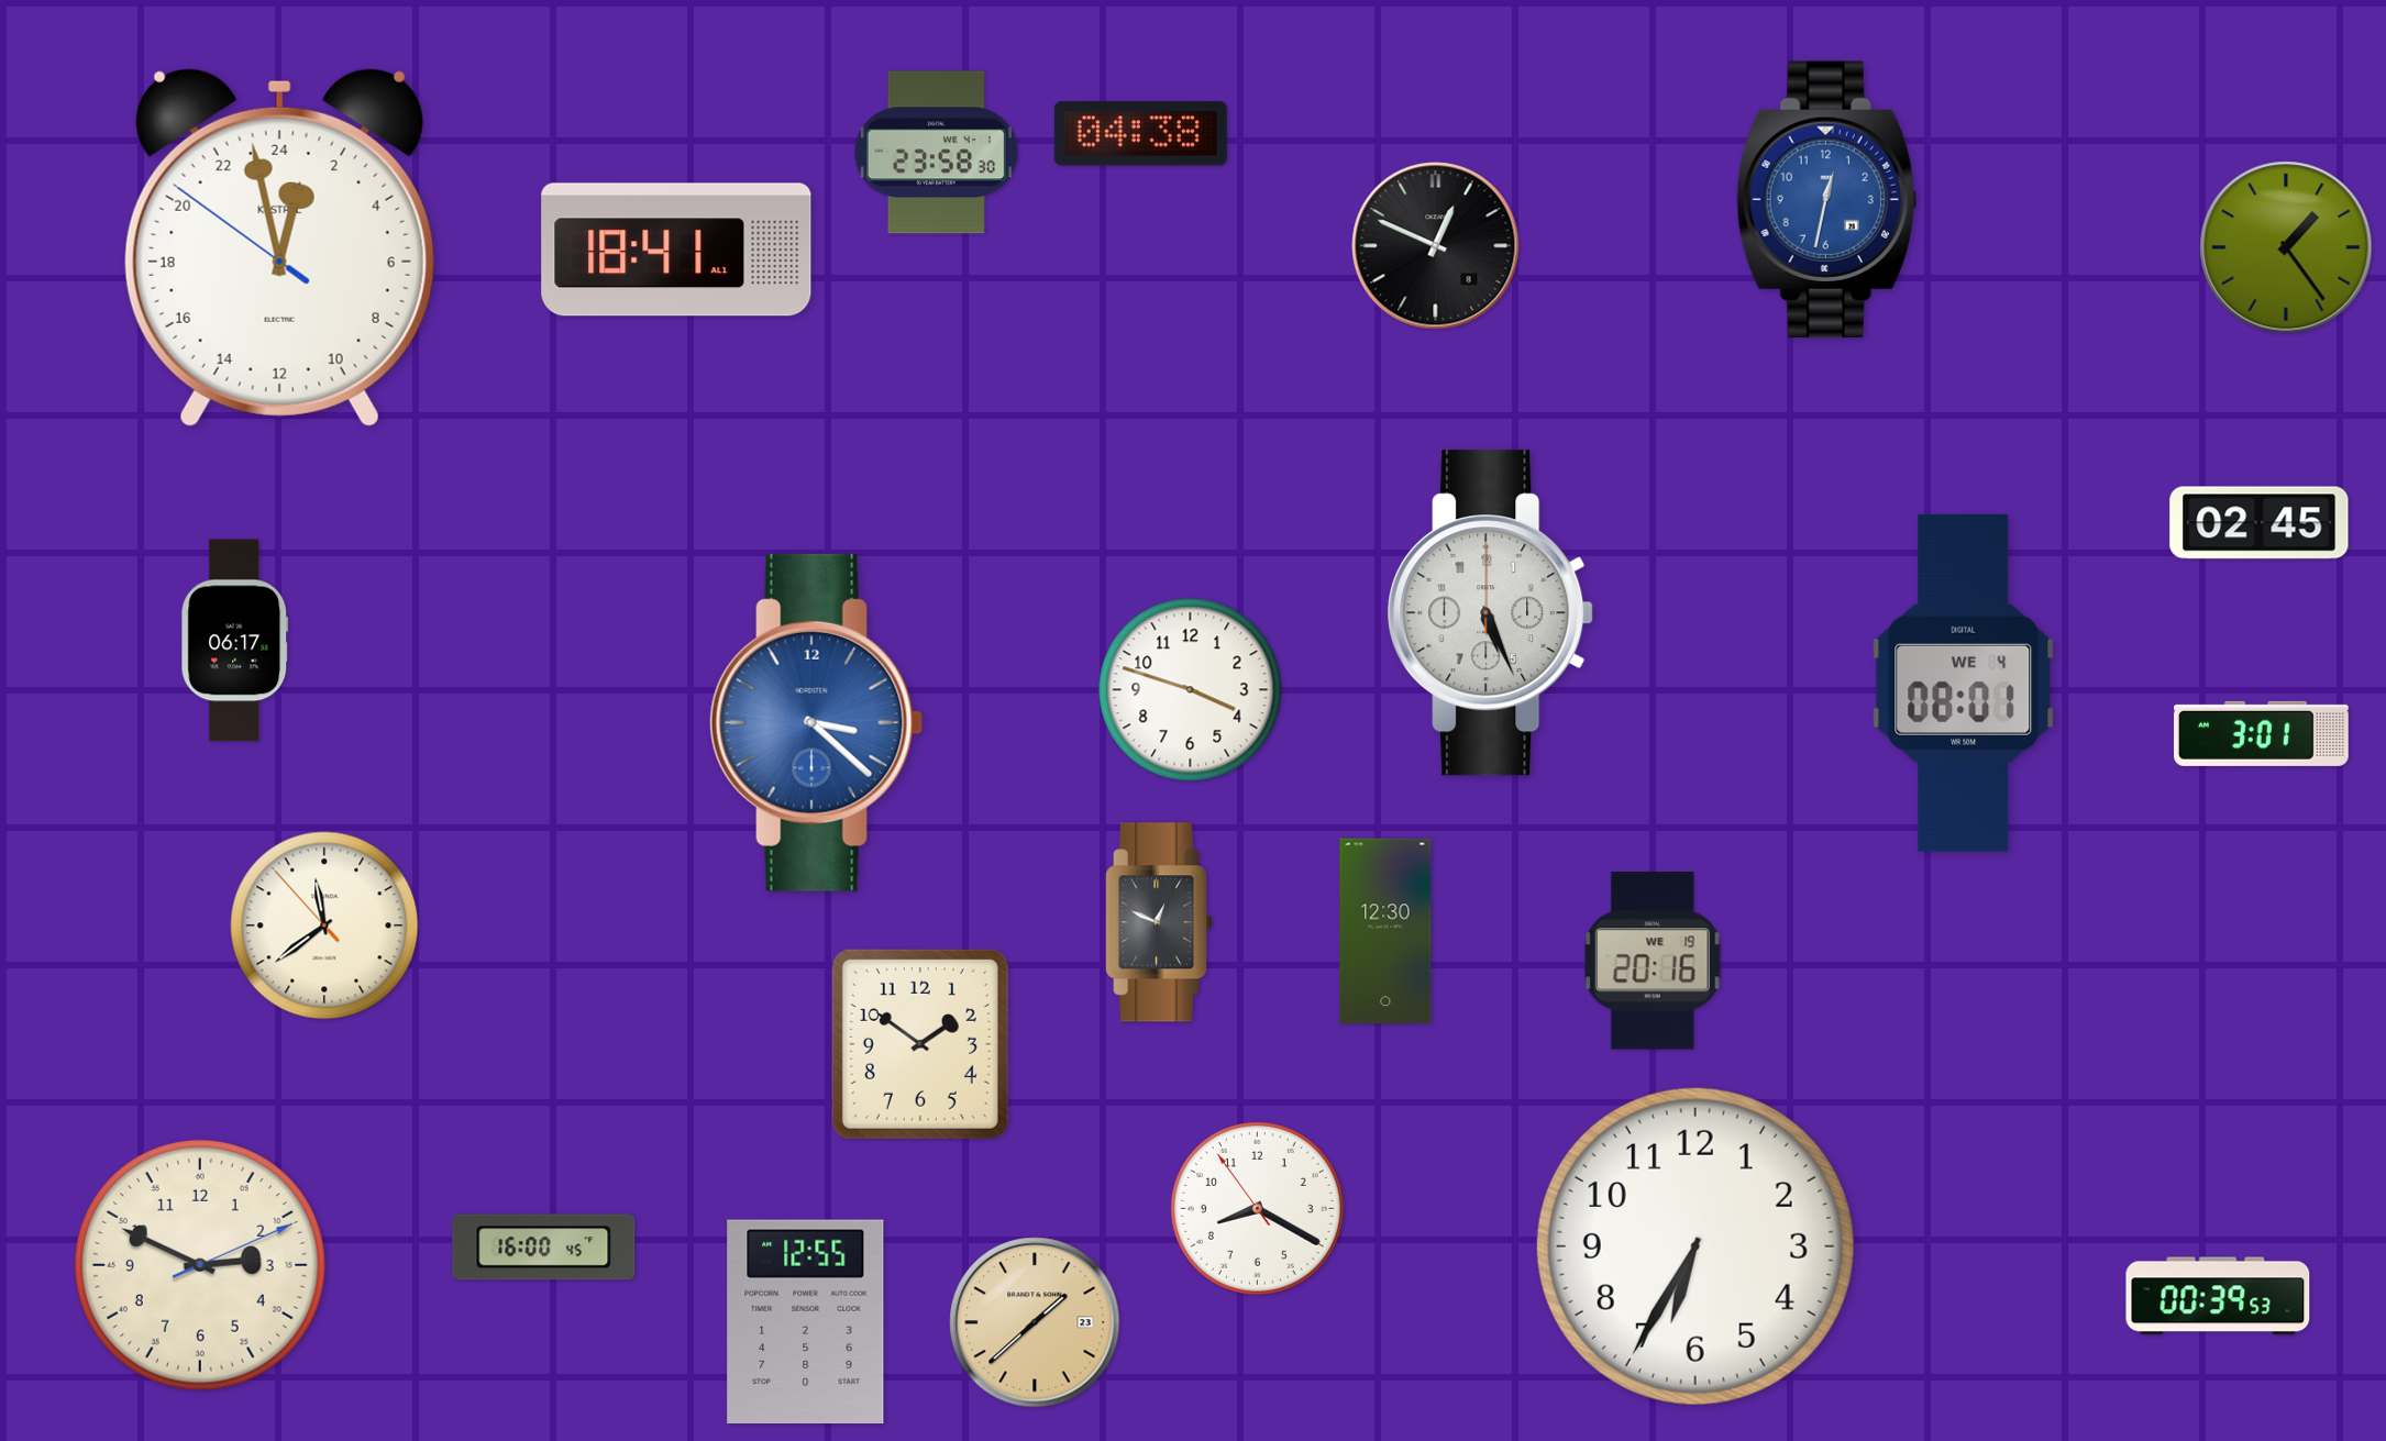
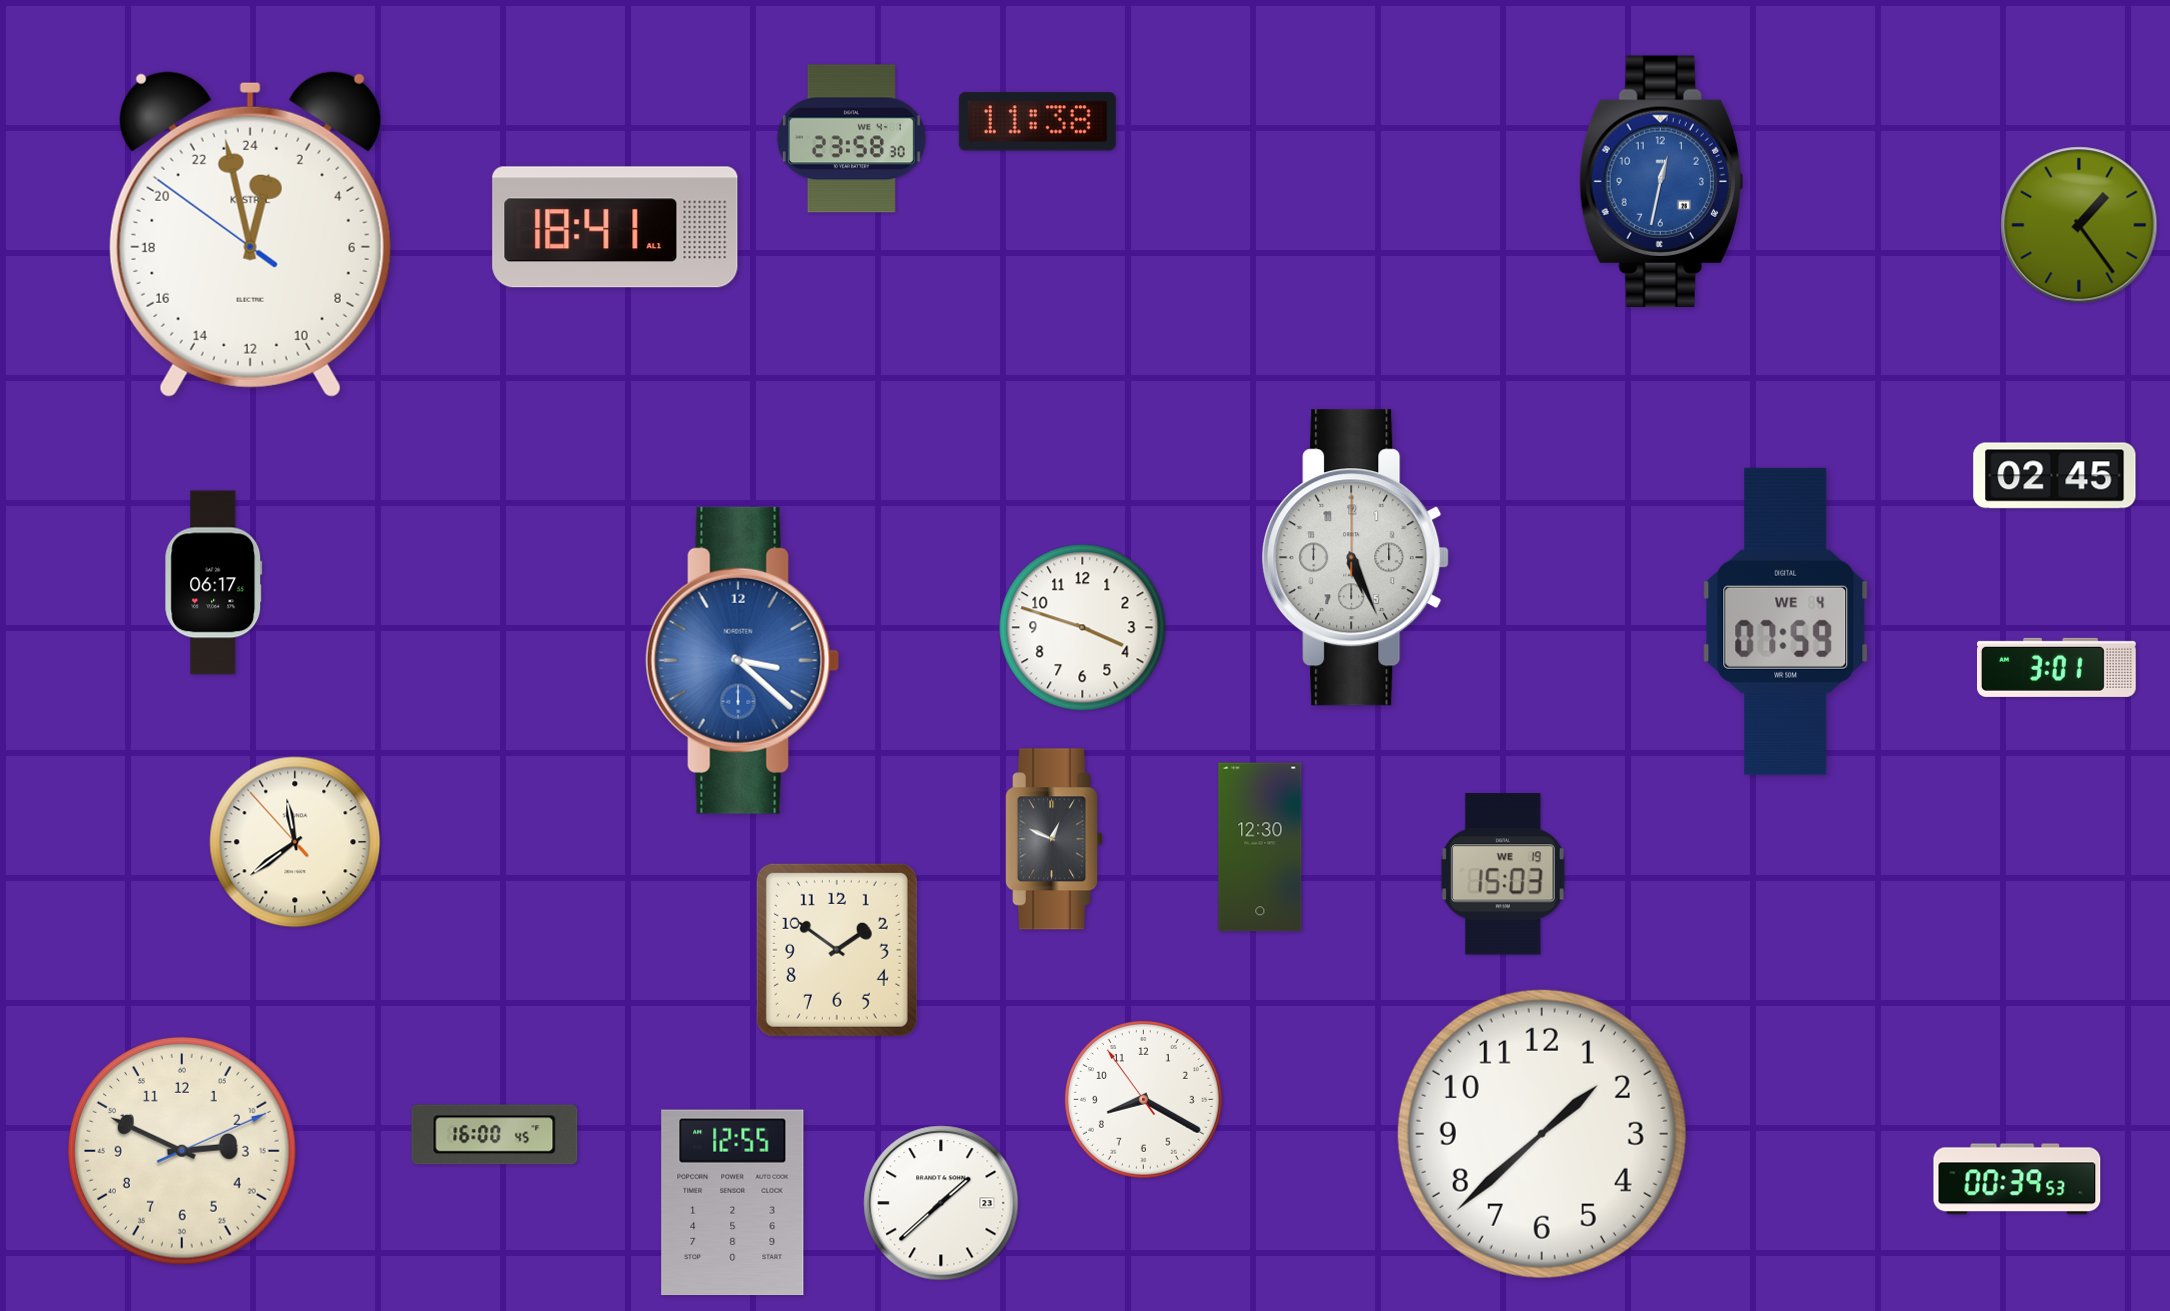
clock at (1140, 134): 04:38 -> 11:38
clock at (1436, 246): 12:49 -> none
clock at (279, 247) position: (279, 247) -> (250, 234)
clock at (1964, 683): 08:01 -> 07:59
clock at (817, 722) position: (817, 722) -> (743, 660)
clock at (1653, 961): 20:16 -> 15:03
clock at (1695, 1246): 6:35 -> 1:38
clock at (1035, 1322) dial: champagne -> white
